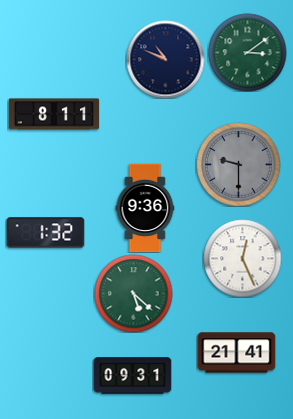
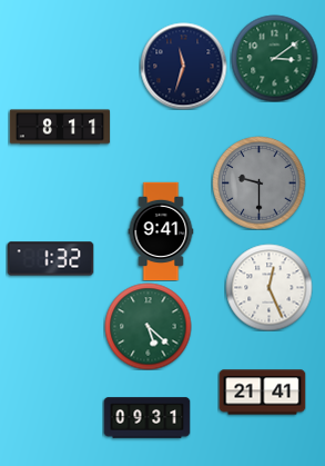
clock at (165, 59): 10:49 -> 11:33
clock at (238, 164) position: (238, 164) -> (258, 182)
clock at (145, 208): 9:36 -> 9:41
